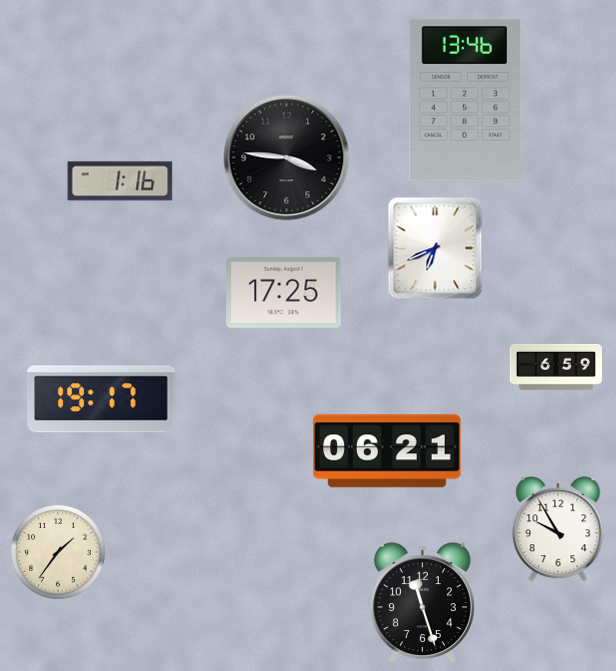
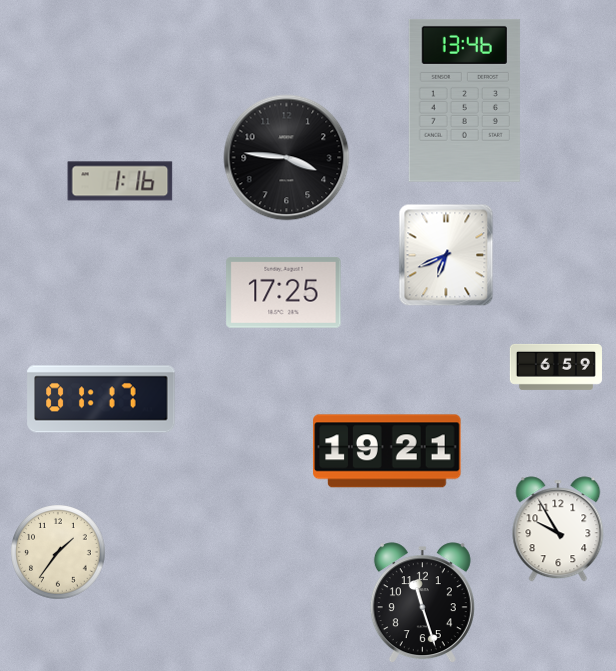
clock at (435, 248) position: (435, 248) -> (446, 255)
clock at (101, 399): 19:17 -> 01:17
clock at (387, 451): 06:21 -> 19:21
